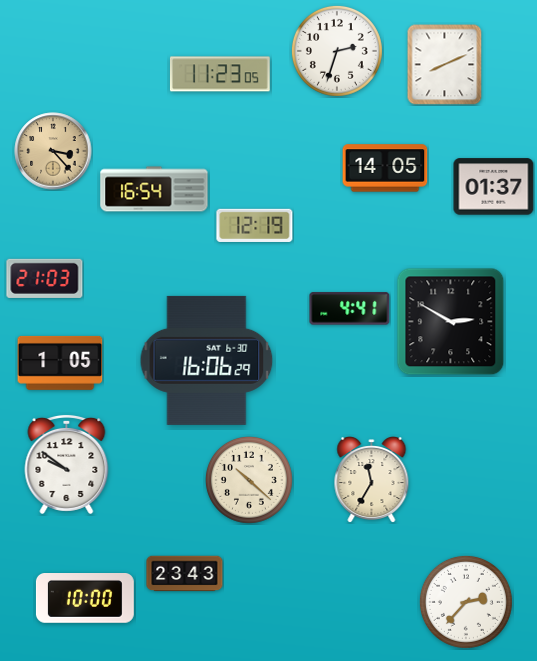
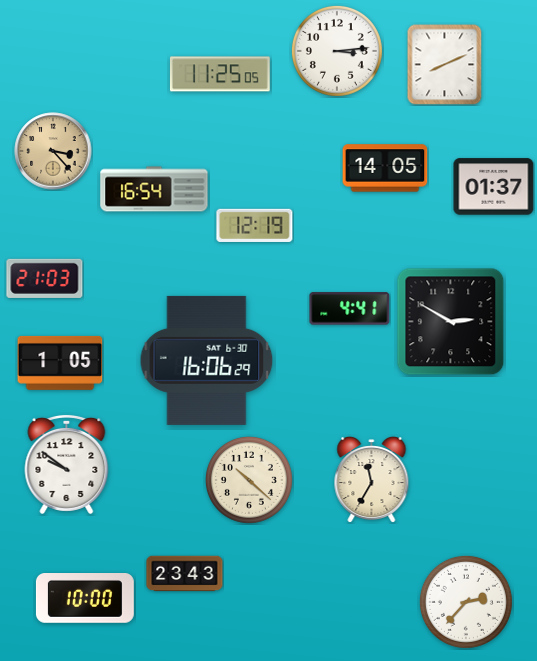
clock at (337, 51): 2:33 -> 3:14
clock at (220, 74): 11:23 -> 11:25
